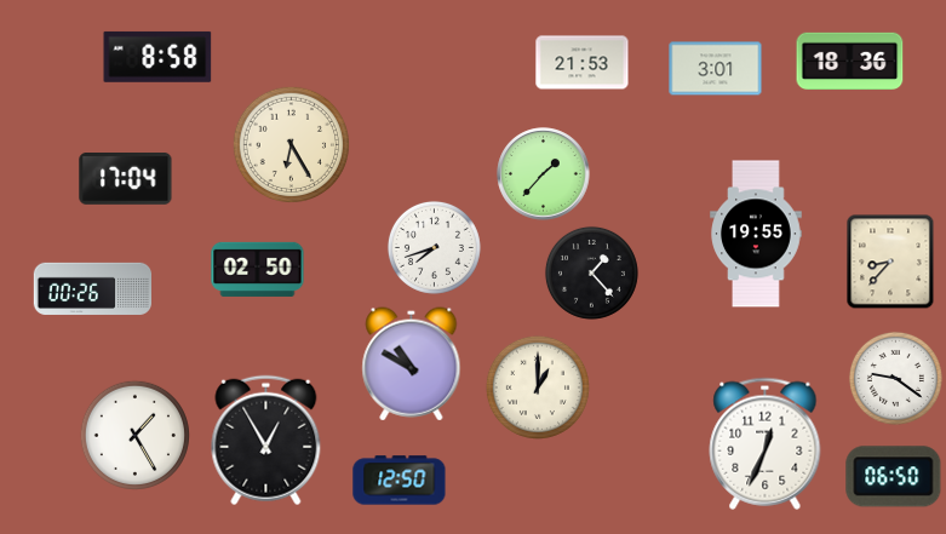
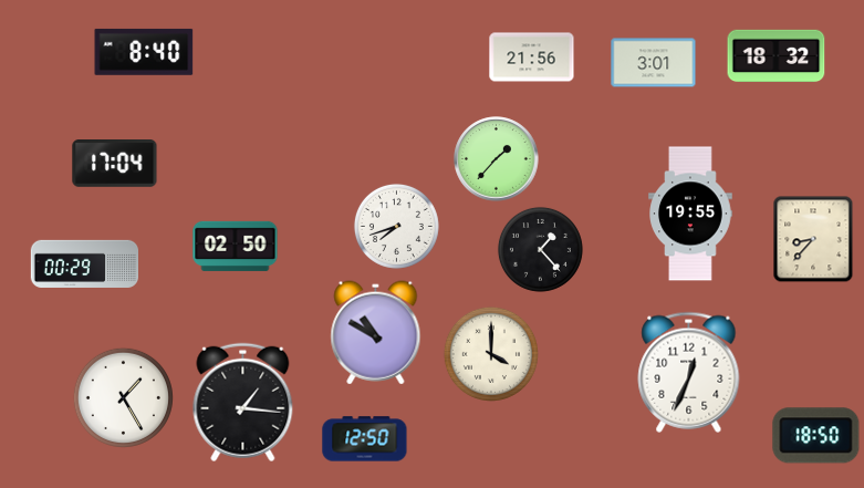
clock at (157, 57): 8:58 -> 8:40
clock at (850, 61): 18:36 -> 18:32
clock at (583, 63): 21:53 -> 21:56
clock at (291, 144): 6:25 -> none
clock at (92, 288): 00:26 -> 00:29
clock at (895, 378): 9:21 -> none
clock at (538, 387): 1:00 -> 4:00
clock at (266, 441): 12:55 -> 1:16
clock at (766, 443) position: (766, 443) -> (689, 372)
clock at (894, 477): 06:50 -> 18:50
